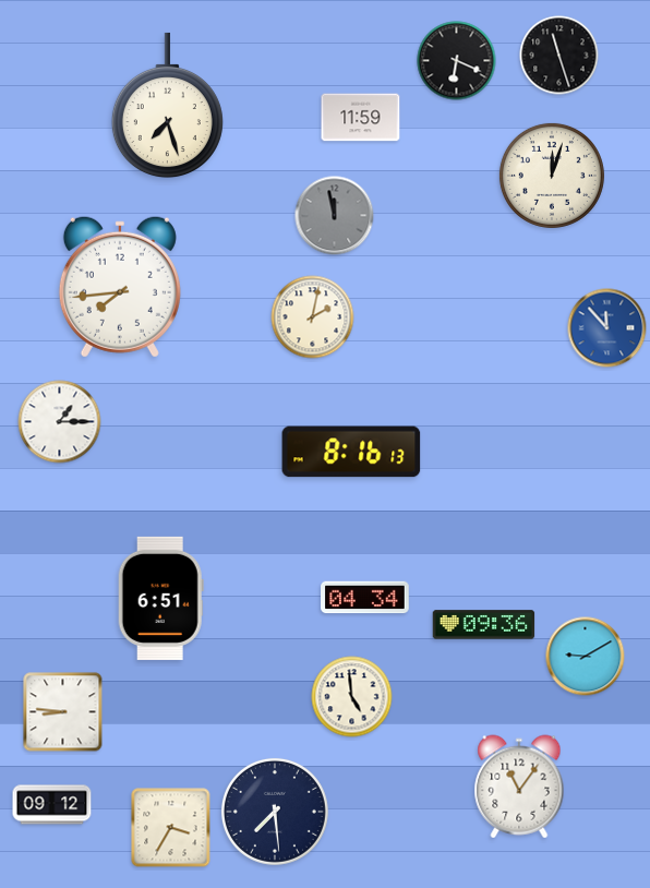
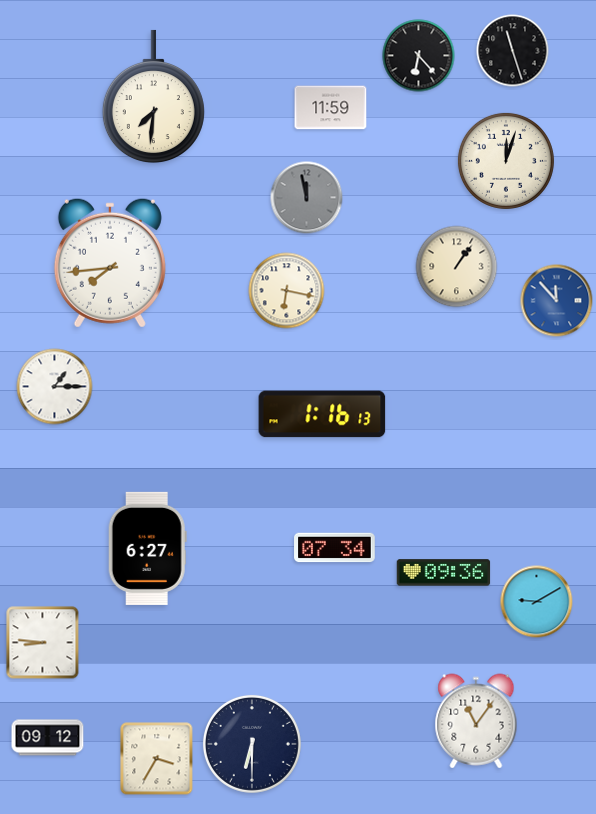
clock at (457, 61): 6:19 -> 6:23
clock at (167, 106): 7:27 -> 7:31
clock at (457, 267): none -> 1:06
clock at (313, 317): 2:02 -> 6:17
clock at (351, 452): 8:16 -> 1:16
clock at (160, 598): 6:51 -> 6:27
clock at (365, 598): 04:34 -> 07:34
clock at (352, 697): 4:59 -> none
clock at (63, 712) position: (63, 712) -> (43, 643)
clock at (275, 812): 7:29 -> 6:30
